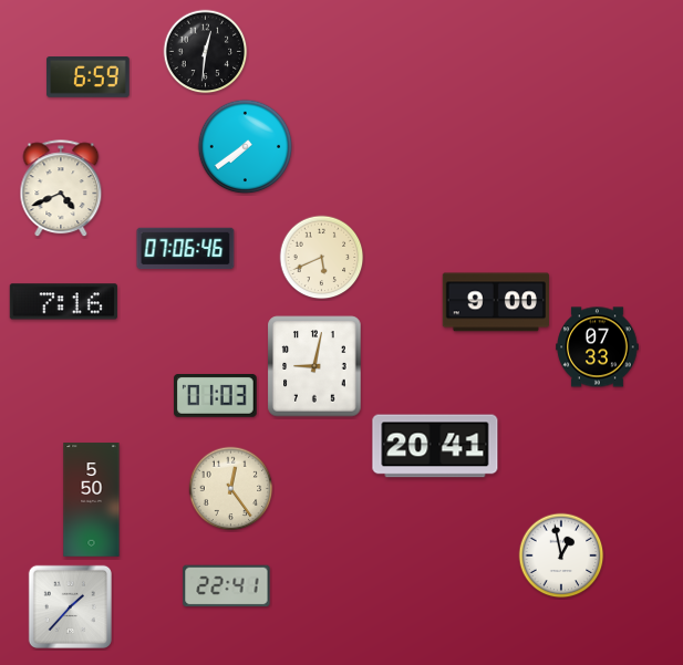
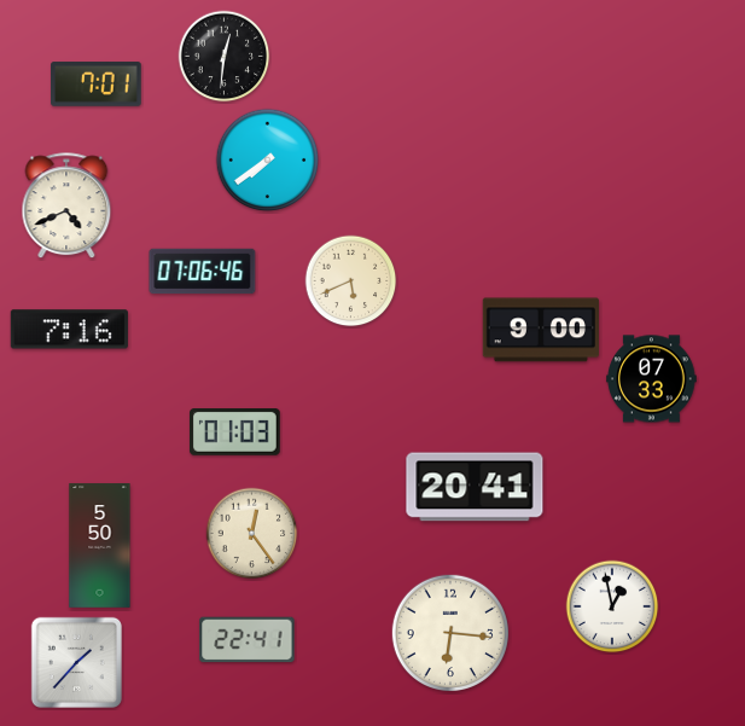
clock at (89, 77): 6:59 -> 7:01
clock at (314, 366): 9:02 -> none
clock at (449, 632): none -> 6:16
